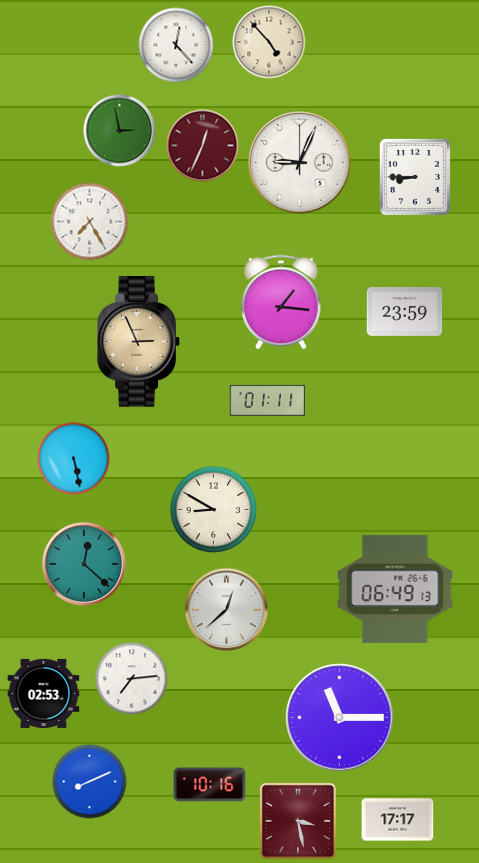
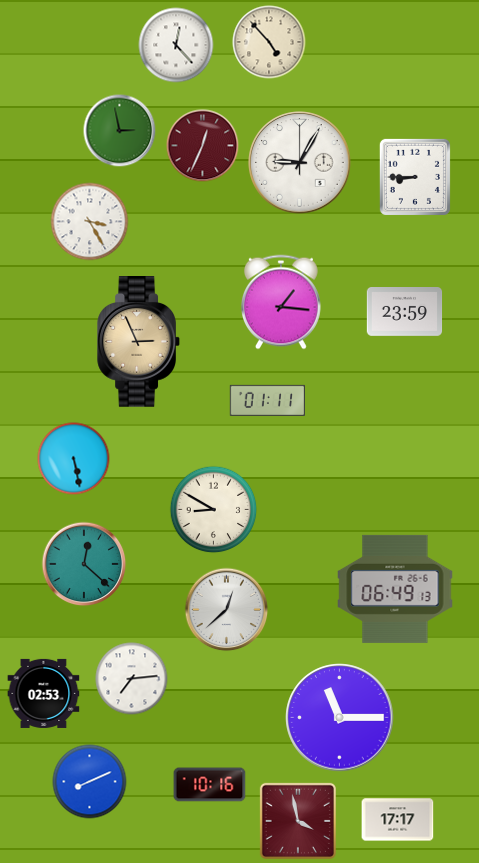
clock at (300, 163): 9:04 -> 9:05
clock at (90, 222): 7:25 -> 3:25
clock at (298, 821): 3:28 -> 3:58
